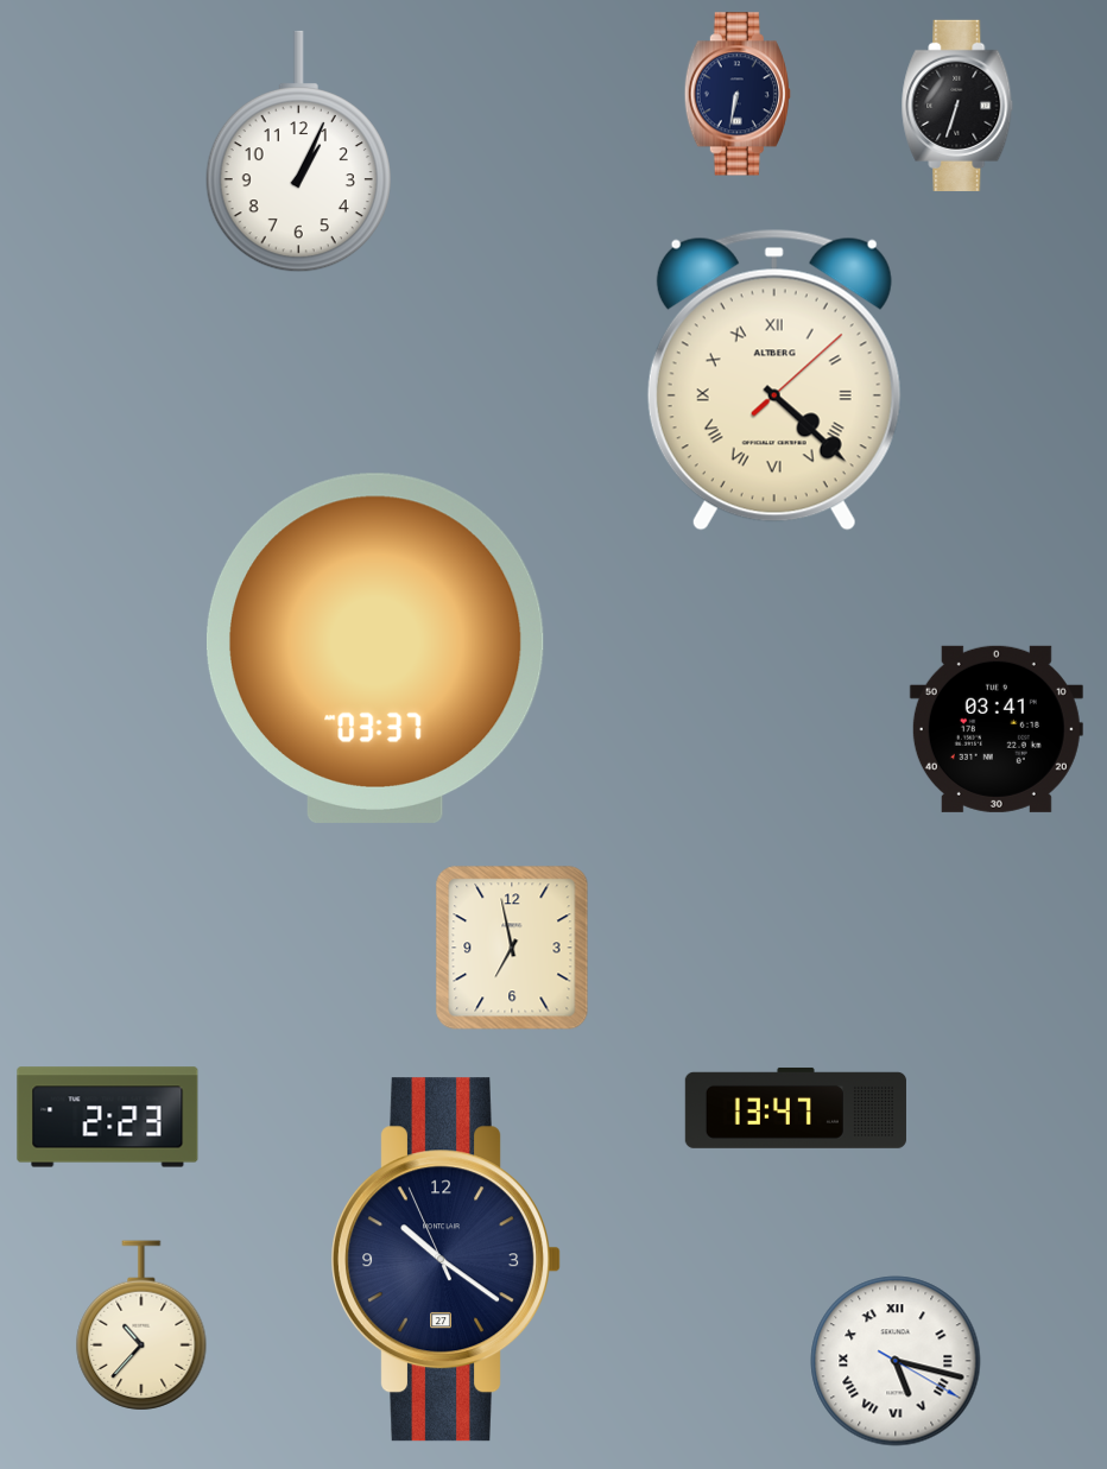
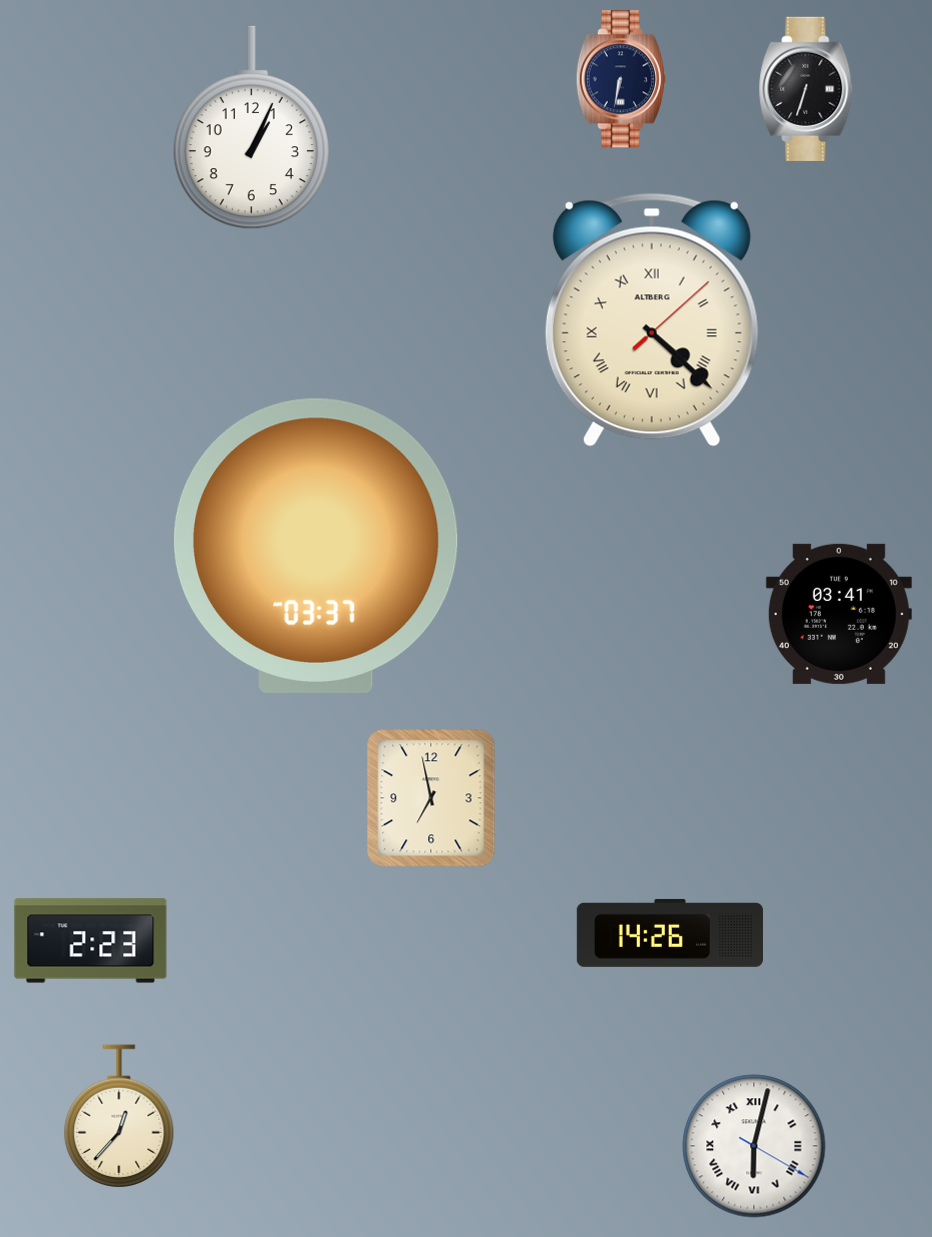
clock at (796, 1108): 13:47 -> 14:26
clock at (445, 1260): 10:20 -> none
clock at (141, 1325): 10:37 -> 12:37
clock at (896, 1361): 5:17 -> 6:02
